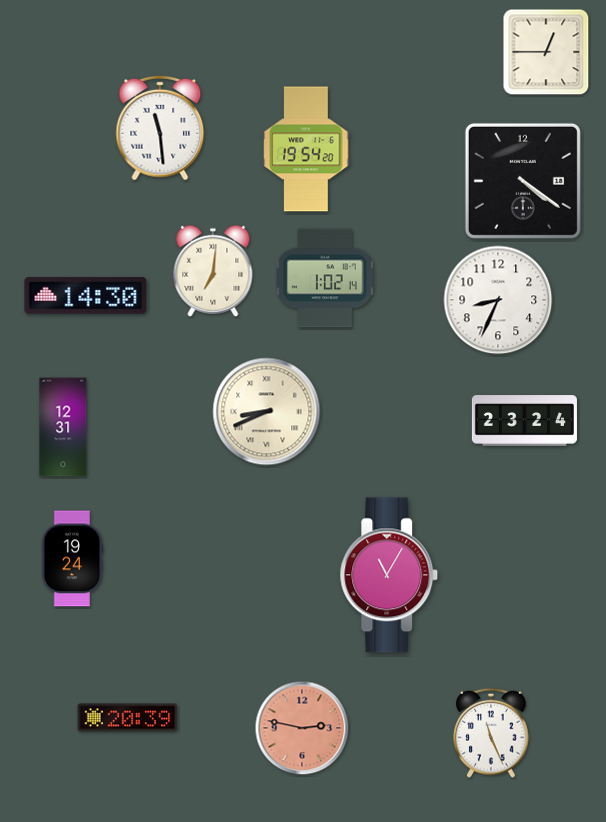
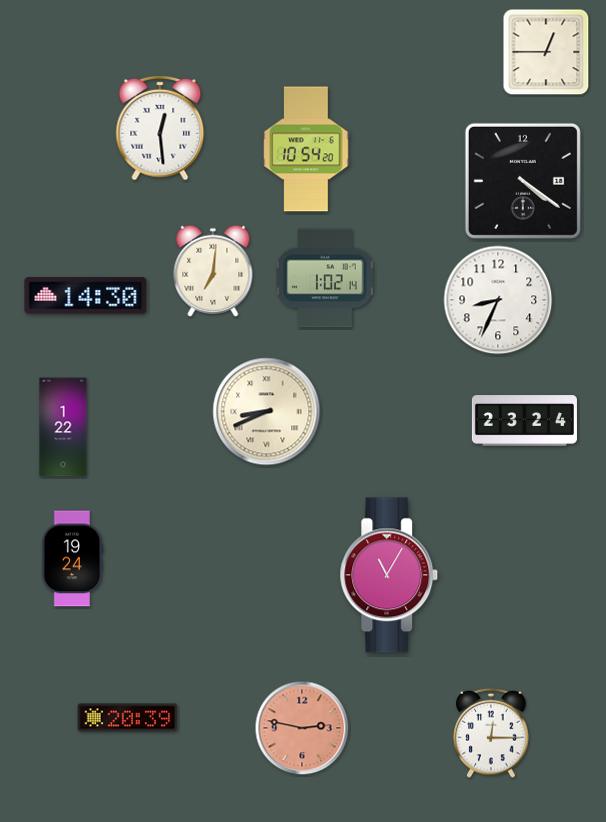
clock at (160, 128): 11:29 -> 12:29
clock at (306, 149): 19:54 -> 10:54
clock at (63, 427): 12:31 -> 1:22
clock at (491, 733): 11:26 -> 12:15
